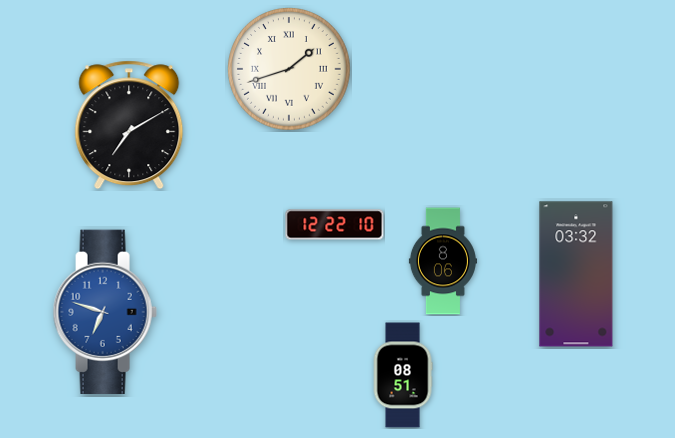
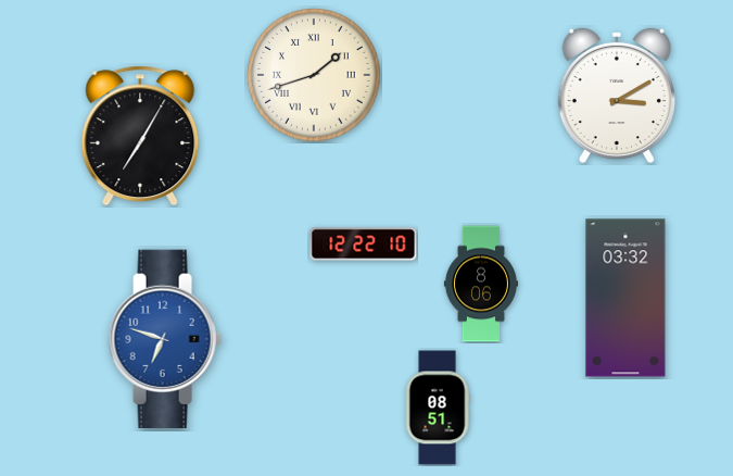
clock at (617, 96): none -> 3:10
clock at (129, 125): 7:10 -> 7:05
clock at (105, 312) position: (105, 312) -> (165, 339)
